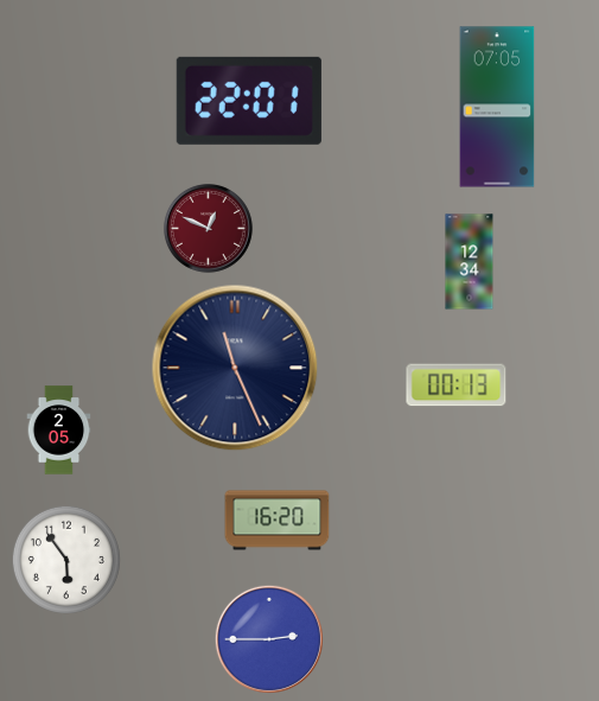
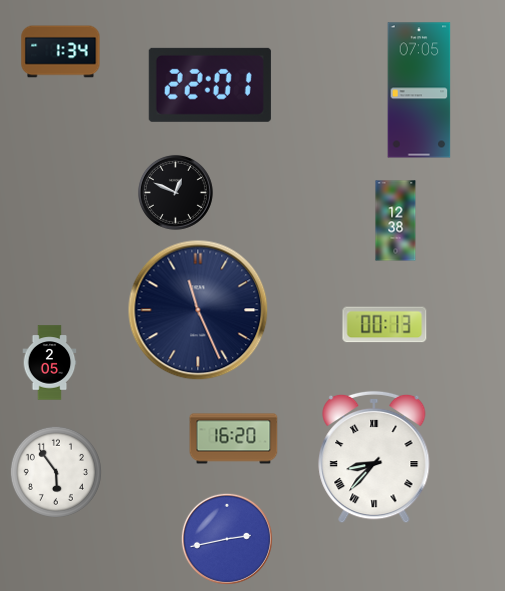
clock at (61, 52): none -> 1:34
clock at (208, 228) dial: burgundy -> black
clock at (470, 262): 12:34 -> 12:38
clock at (374, 457): none -> 8:37
clock at (269, 639): 2:45 -> 2:43
